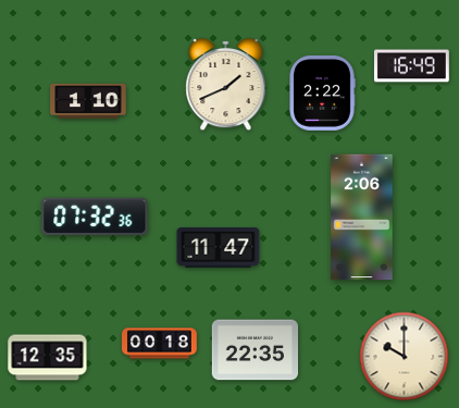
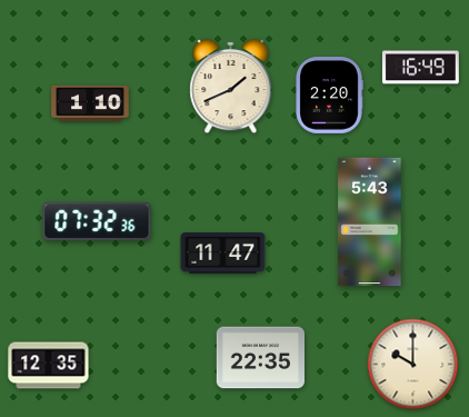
clock at (322, 94): 2:22 -> 2:20
clock at (362, 218): 2:06 -> 5:43
clock at (160, 344): 00:18 -> none
